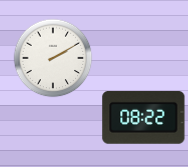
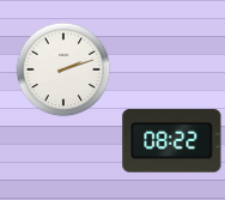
clock at (53, 58): 2:10 -> 2:12
